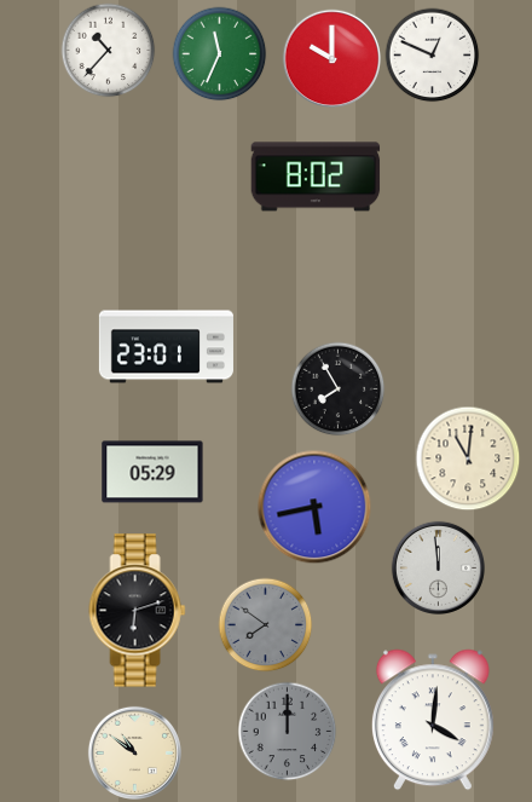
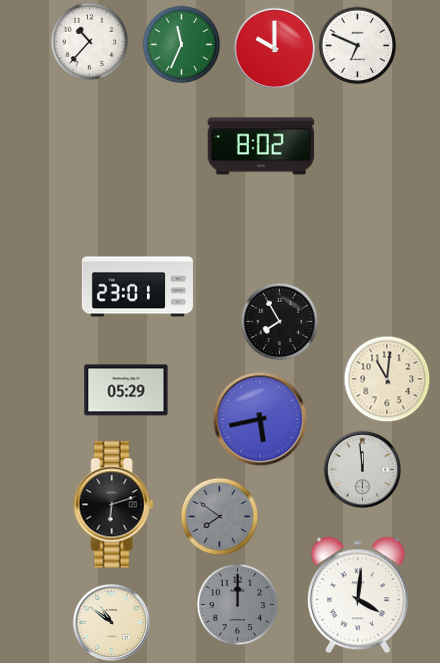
clock at (432, 54): 12:49 -> 6:49
